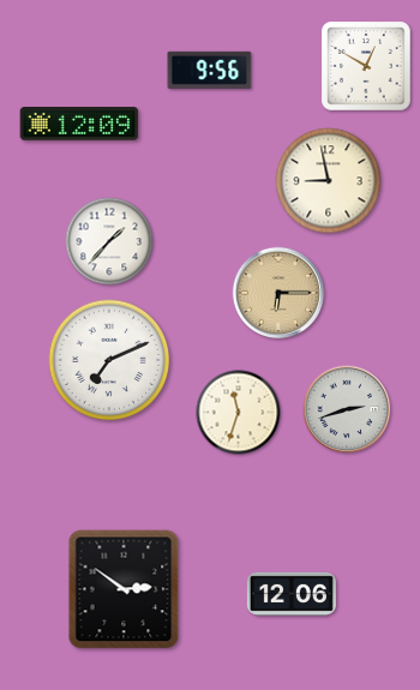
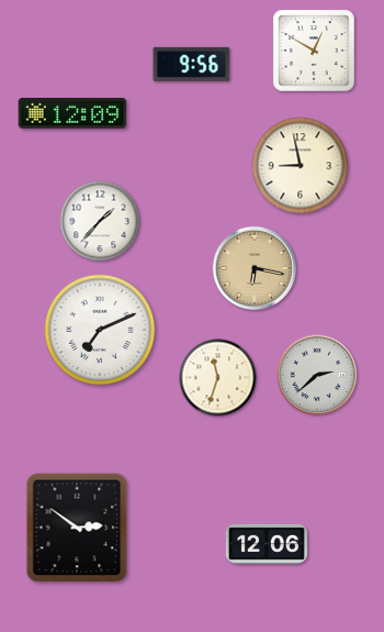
clock at (366, 66) position: (366, 66) -> (314, 51)
clock at (277, 292): 6:15 -> 6:17
clock at (347, 409): 2:42 -> 2:38
clock at (124, 589) position: (124, 589) -> (77, 528)
